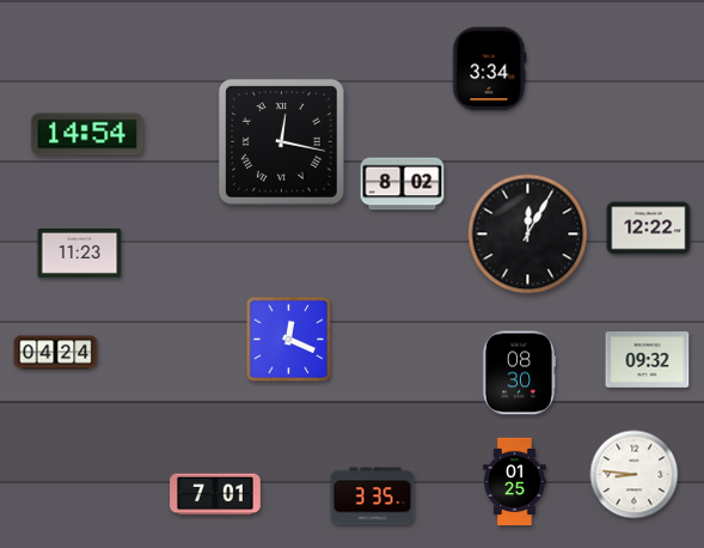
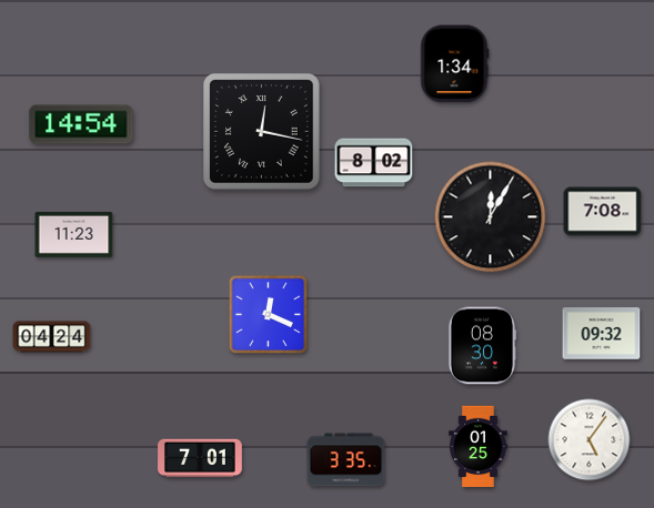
clock at (490, 69): 3:34 -> 1:34
clock at (403, 184) position: (403, 184) -> (374, 163)
clock at (649, 229): 12:22 -> 7:08
clock at (56, 353) position: (56, 353) -> (52, 337)
clock at (635, 475): 8:46 -> 5:06
